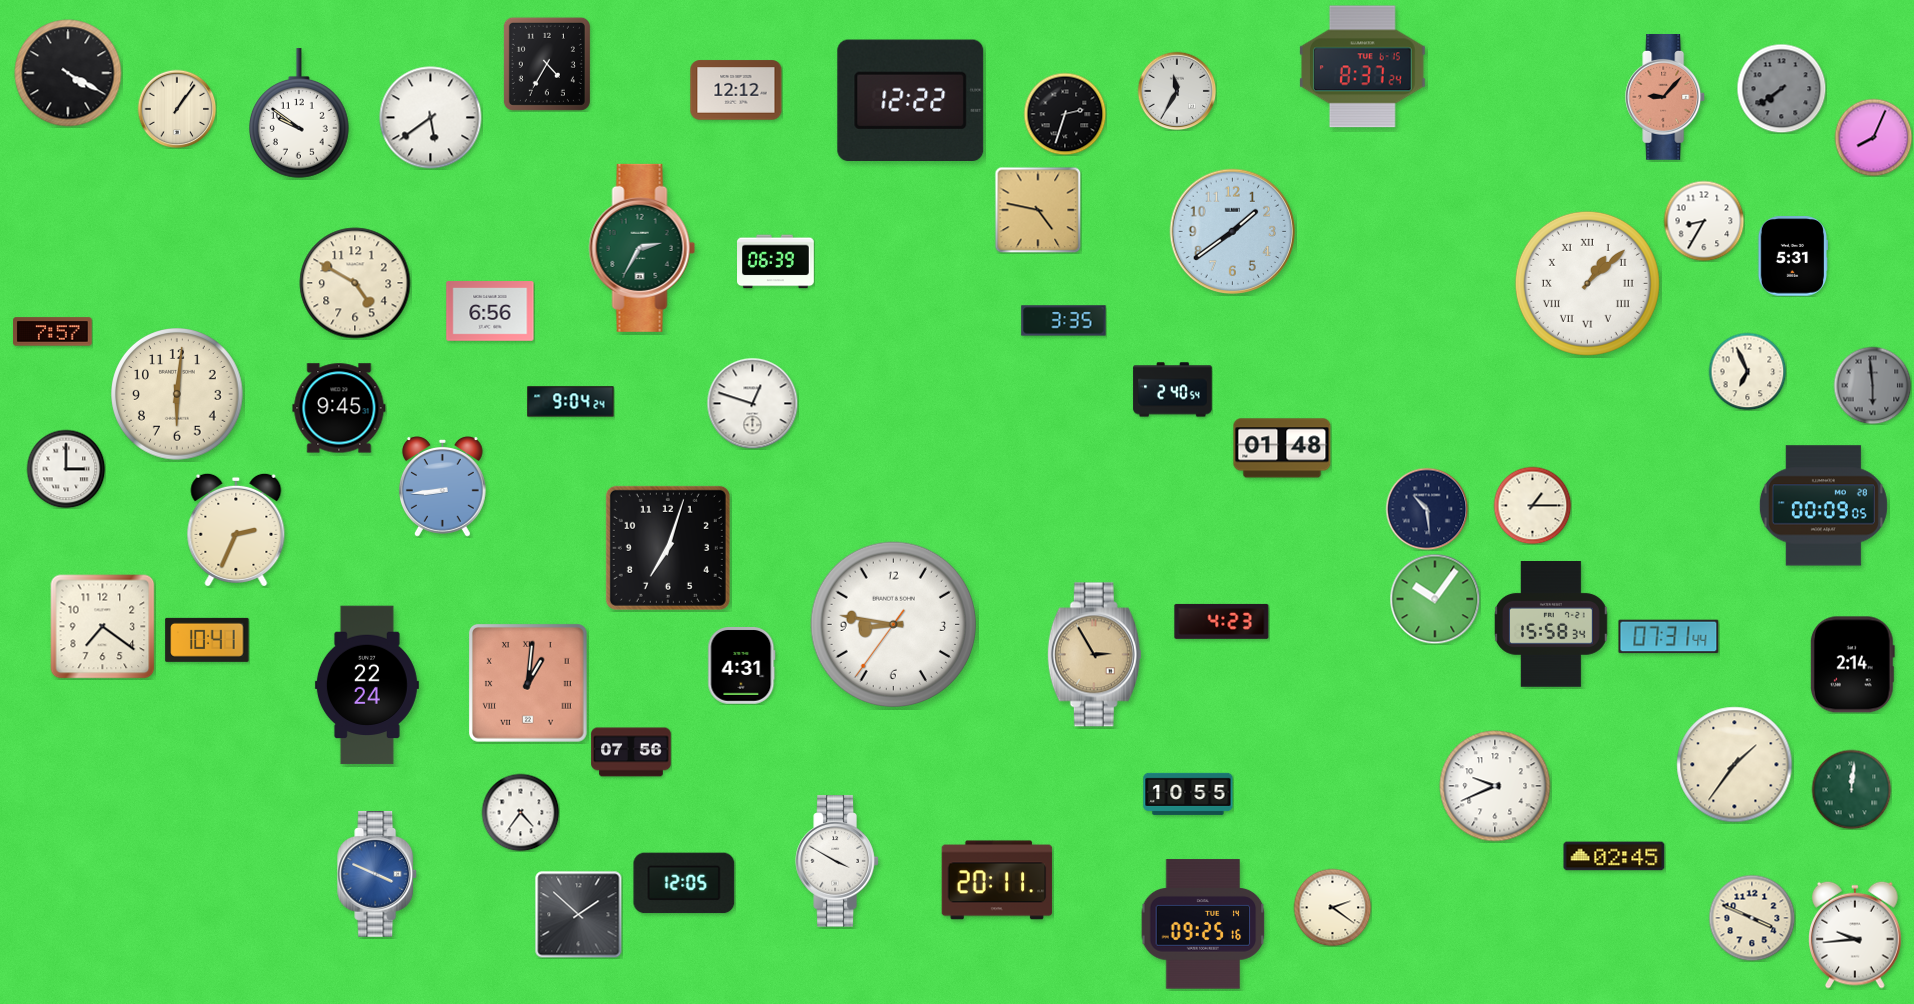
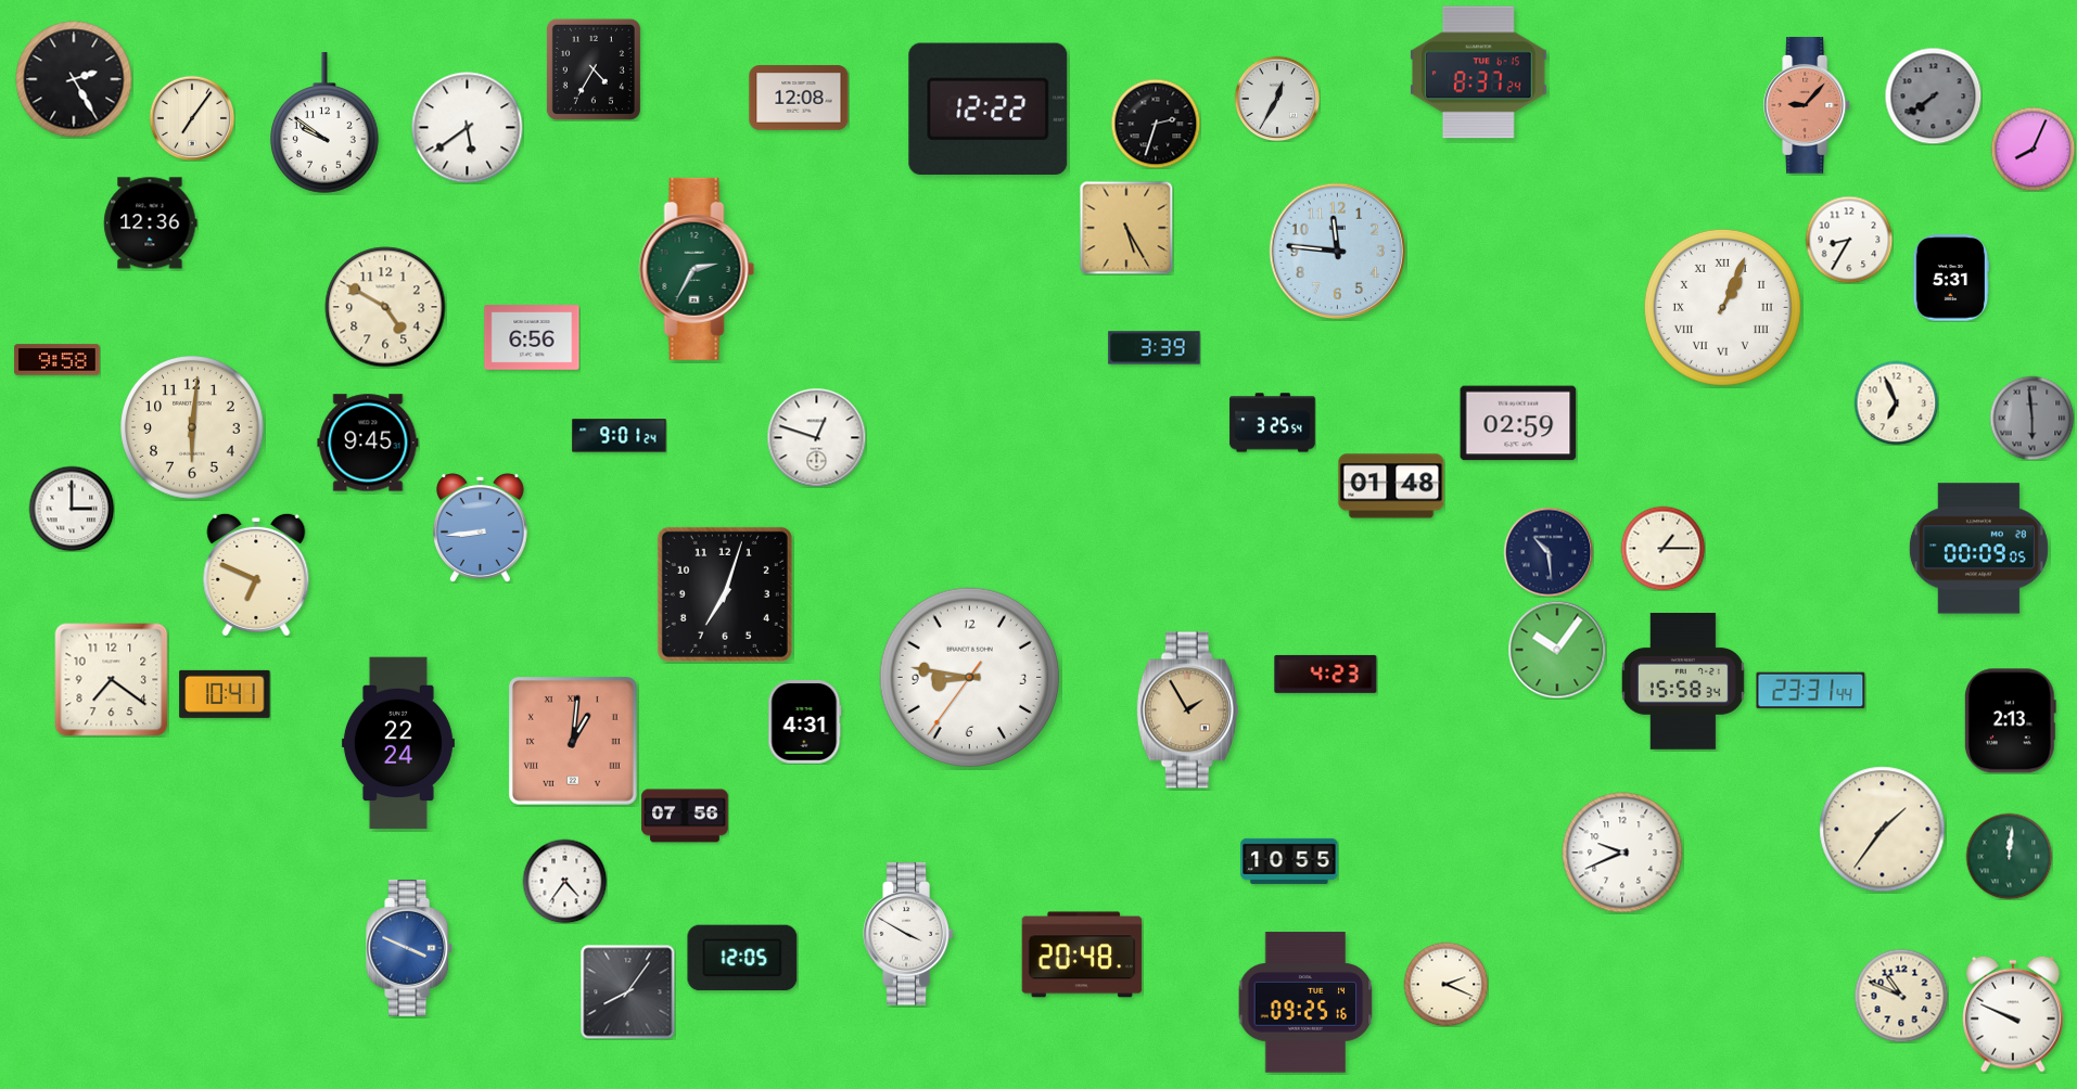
clock at (68, 73): 4:20 -> 2:25
clock at (736, 90): 12:12 -> 12:08
clock at (1177, 91): 11:35 -> 12:35
clock at (177, 109): 1:06 -> 7:06
clock at (151, 223): none -> 12:36
clock at (1038, 210): 4:47 -> 5:25
clock at (1233, 232): 1:39 -> 11:46
clock at (1792, 256) position: (1792, 256) -> (1950, 278)
clock at (776, 262): 06:39 -> none
clock at (1587, 283): 1:08 -> 1:04
clock at (1064, 321): 3:35 -> 3:39
clock at (53, 332): 7:57 -> 9:58
clock at (1173, 390): 2:40 -> 3:25
clock at (1518, 423): none -> 02:59
clock at (571, 402): 9:04 -> 9:01
clock at (236, 530): 2:34 -> 6:49
clock at (1551, 625) position: (1551, 625) -> (1683, 682)
clock at (1669, 637): 07:31 -> 23:31
clock at (1094, 655): 2:55 -> 1:55
clock at (1852, 665): 2:14 -> 2:13
clock at (1614, 856): 02:45 -> none
clock at (997, 880): 20:11 -> 20:48
clock at (1332, 907): 2:21 -> 2:19
clock at (578, 914): 1:52 -> 8:06
clock at (1752, 918): 3:49 -> 10:49
clock at (1855, 935): 9:44 -> 9:49
